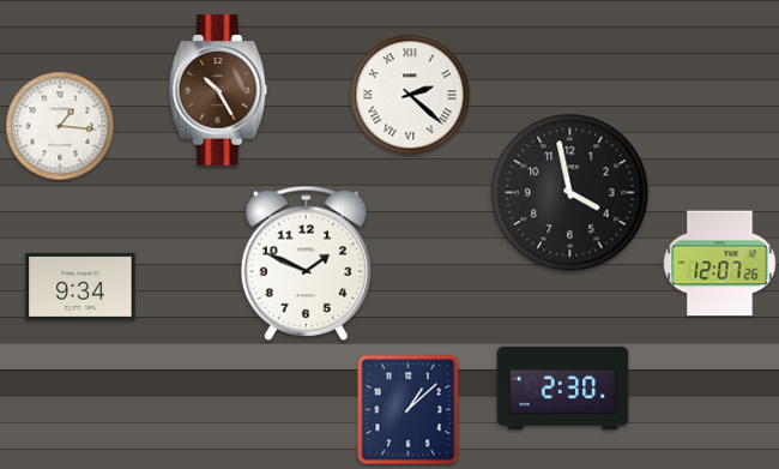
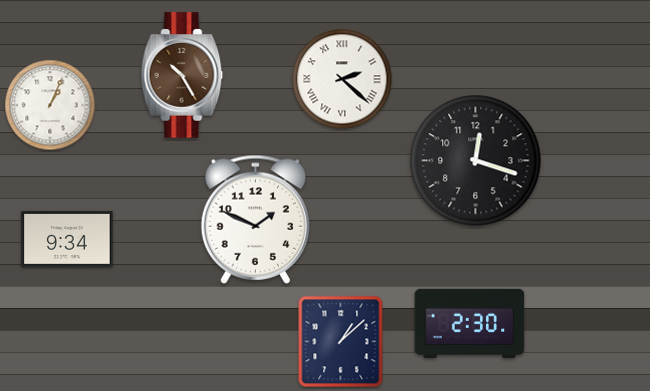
clock at (60, 126): 1:16 -> 1:04
clock at (570, 193): 3:58 -> 12:18
clock at (720, 264): 12:07 -> none
